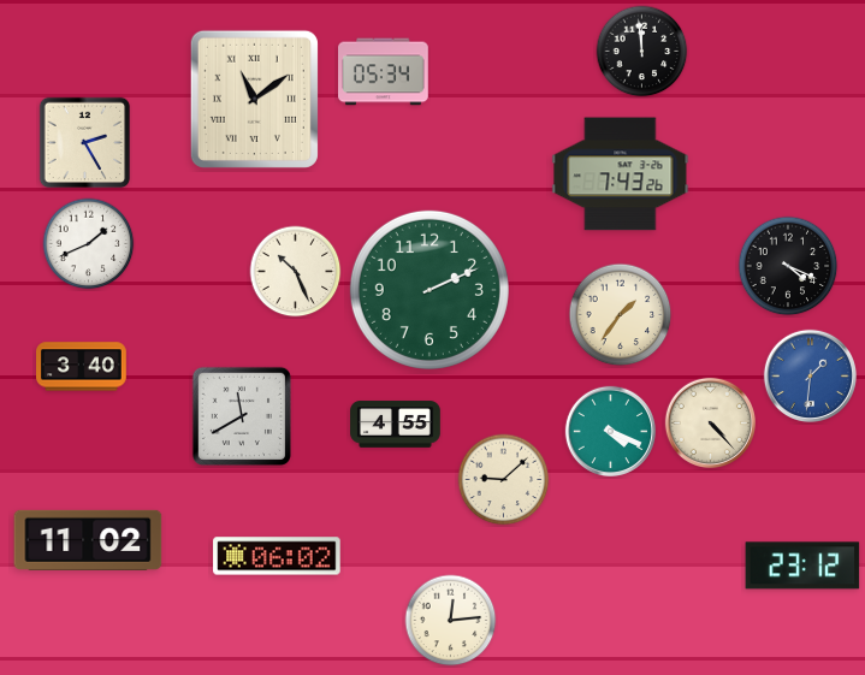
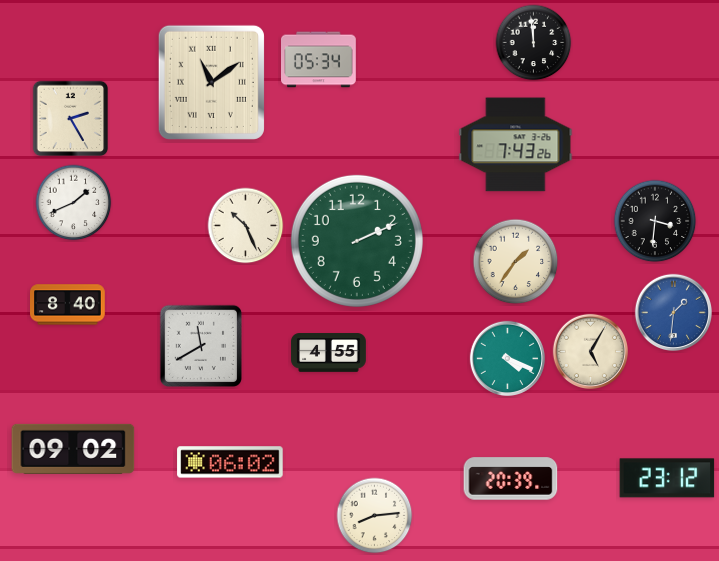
clock at (788, 266): 4:19 -> 3:31
clock at (82, 367): 3:40 -> 8:40
clock at (710, 422): 4:23 -> 5:05
clock at (504, 480): 9:08 -> none
clock at (88, 540): 11:02 -> 09:02
clock at (802, 566) position: (802, 566) -> (667, 478)
clock at (511, 479): none -> 20:39
clock at (451, 621): 12:14 -> 8:14
